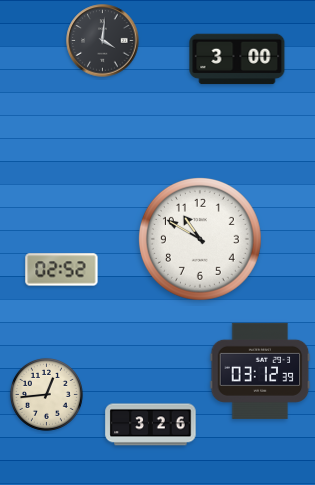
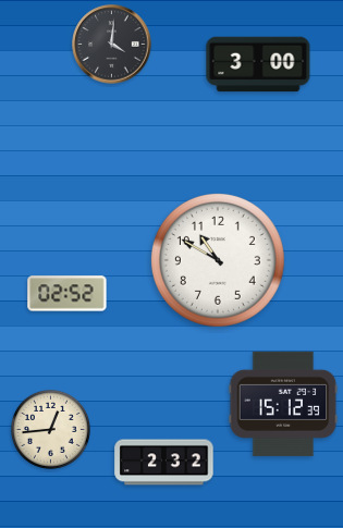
clock at (260, 371): 03:12 -> 15:12
clock at (151, 425): 3:26 -> 2:32
